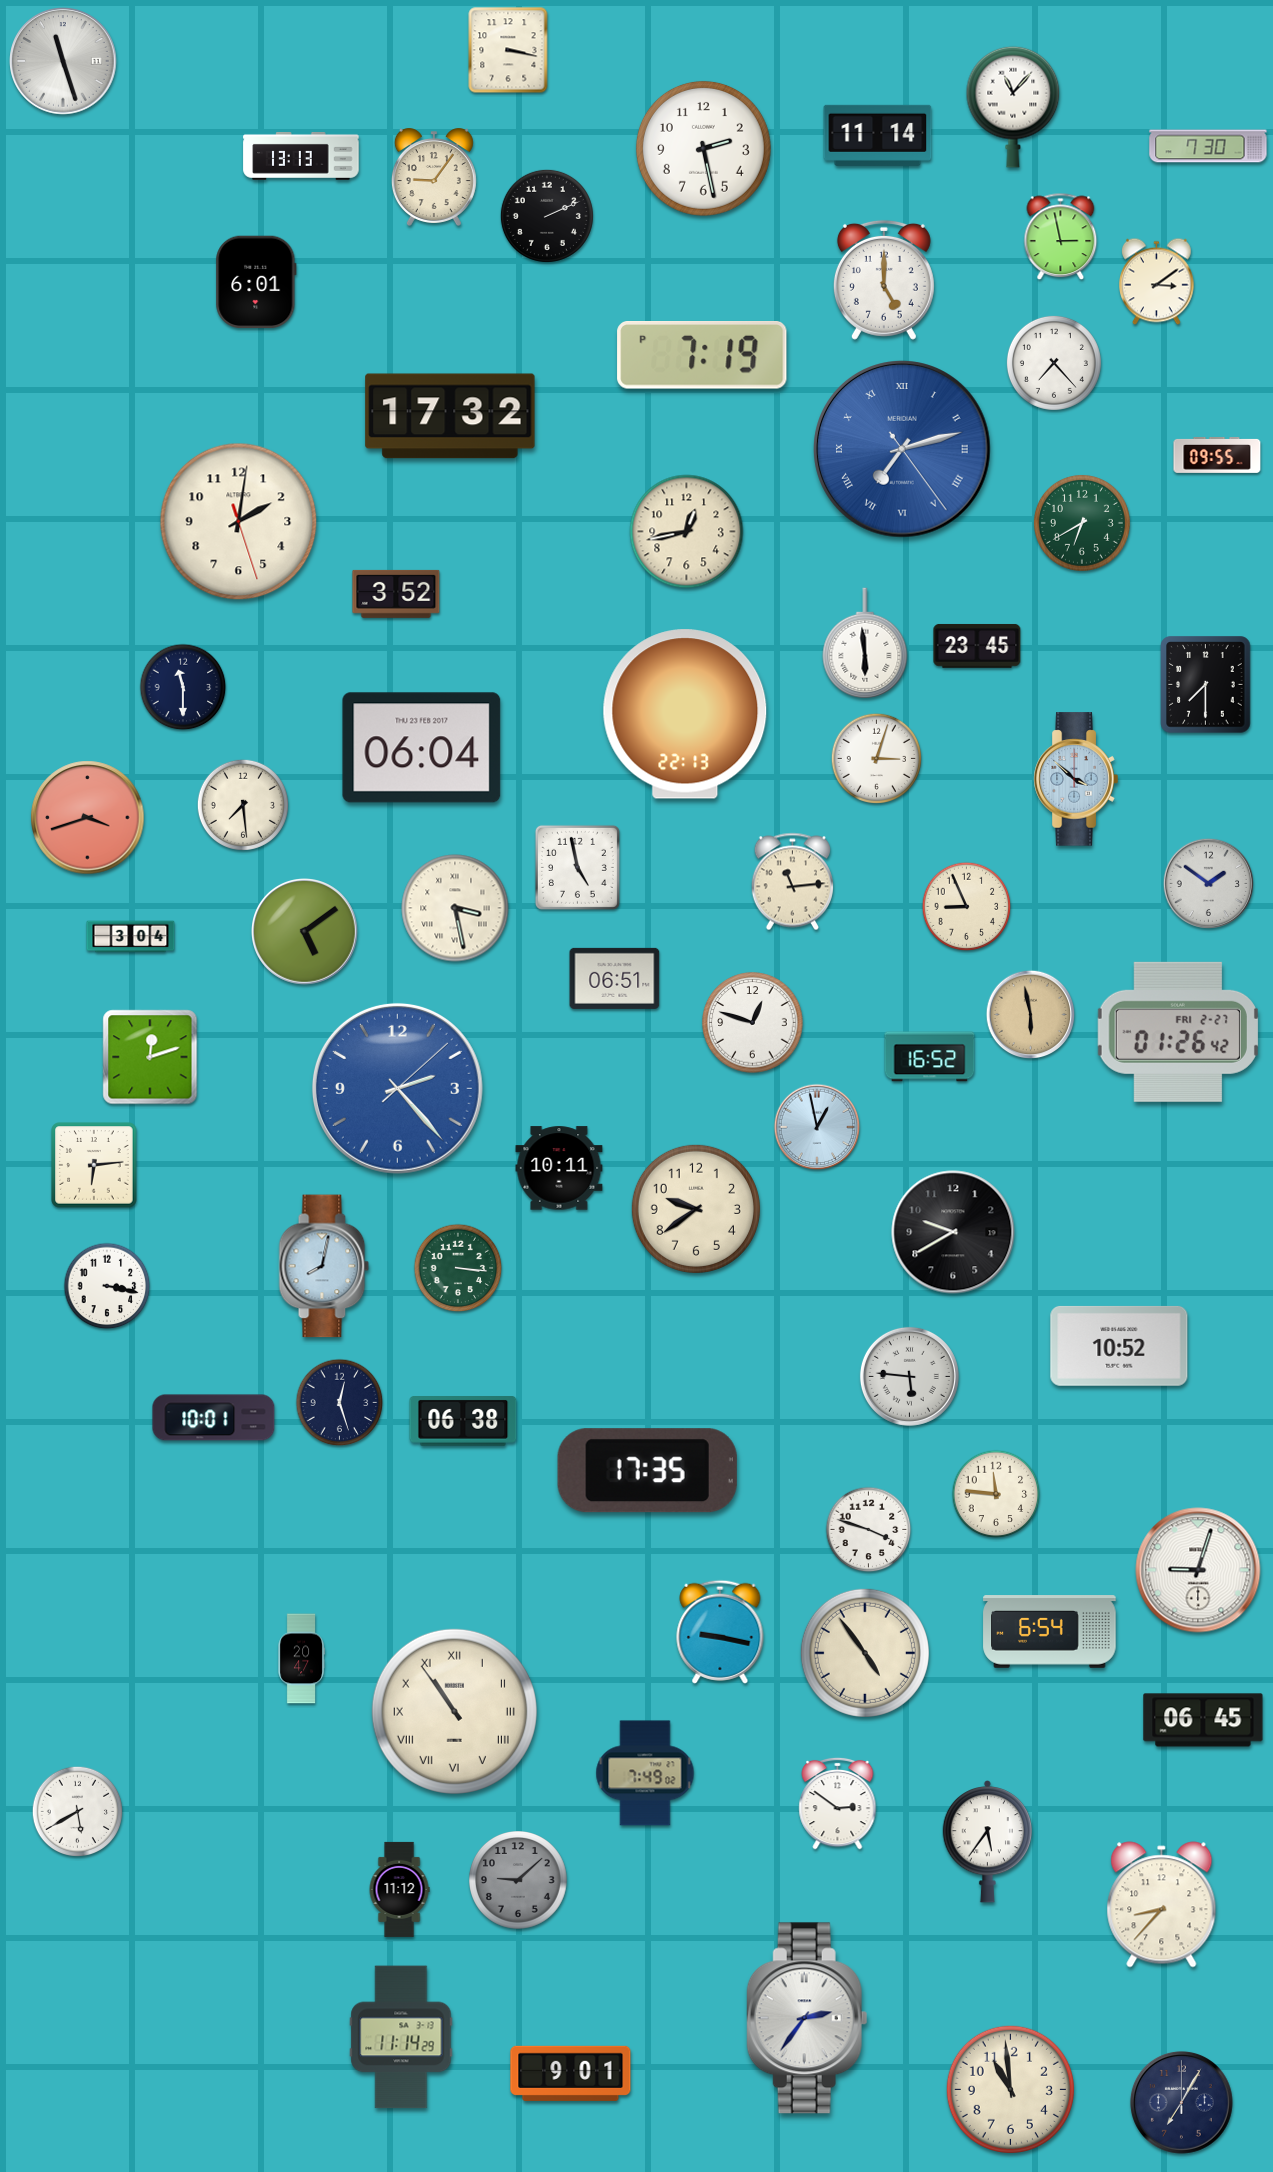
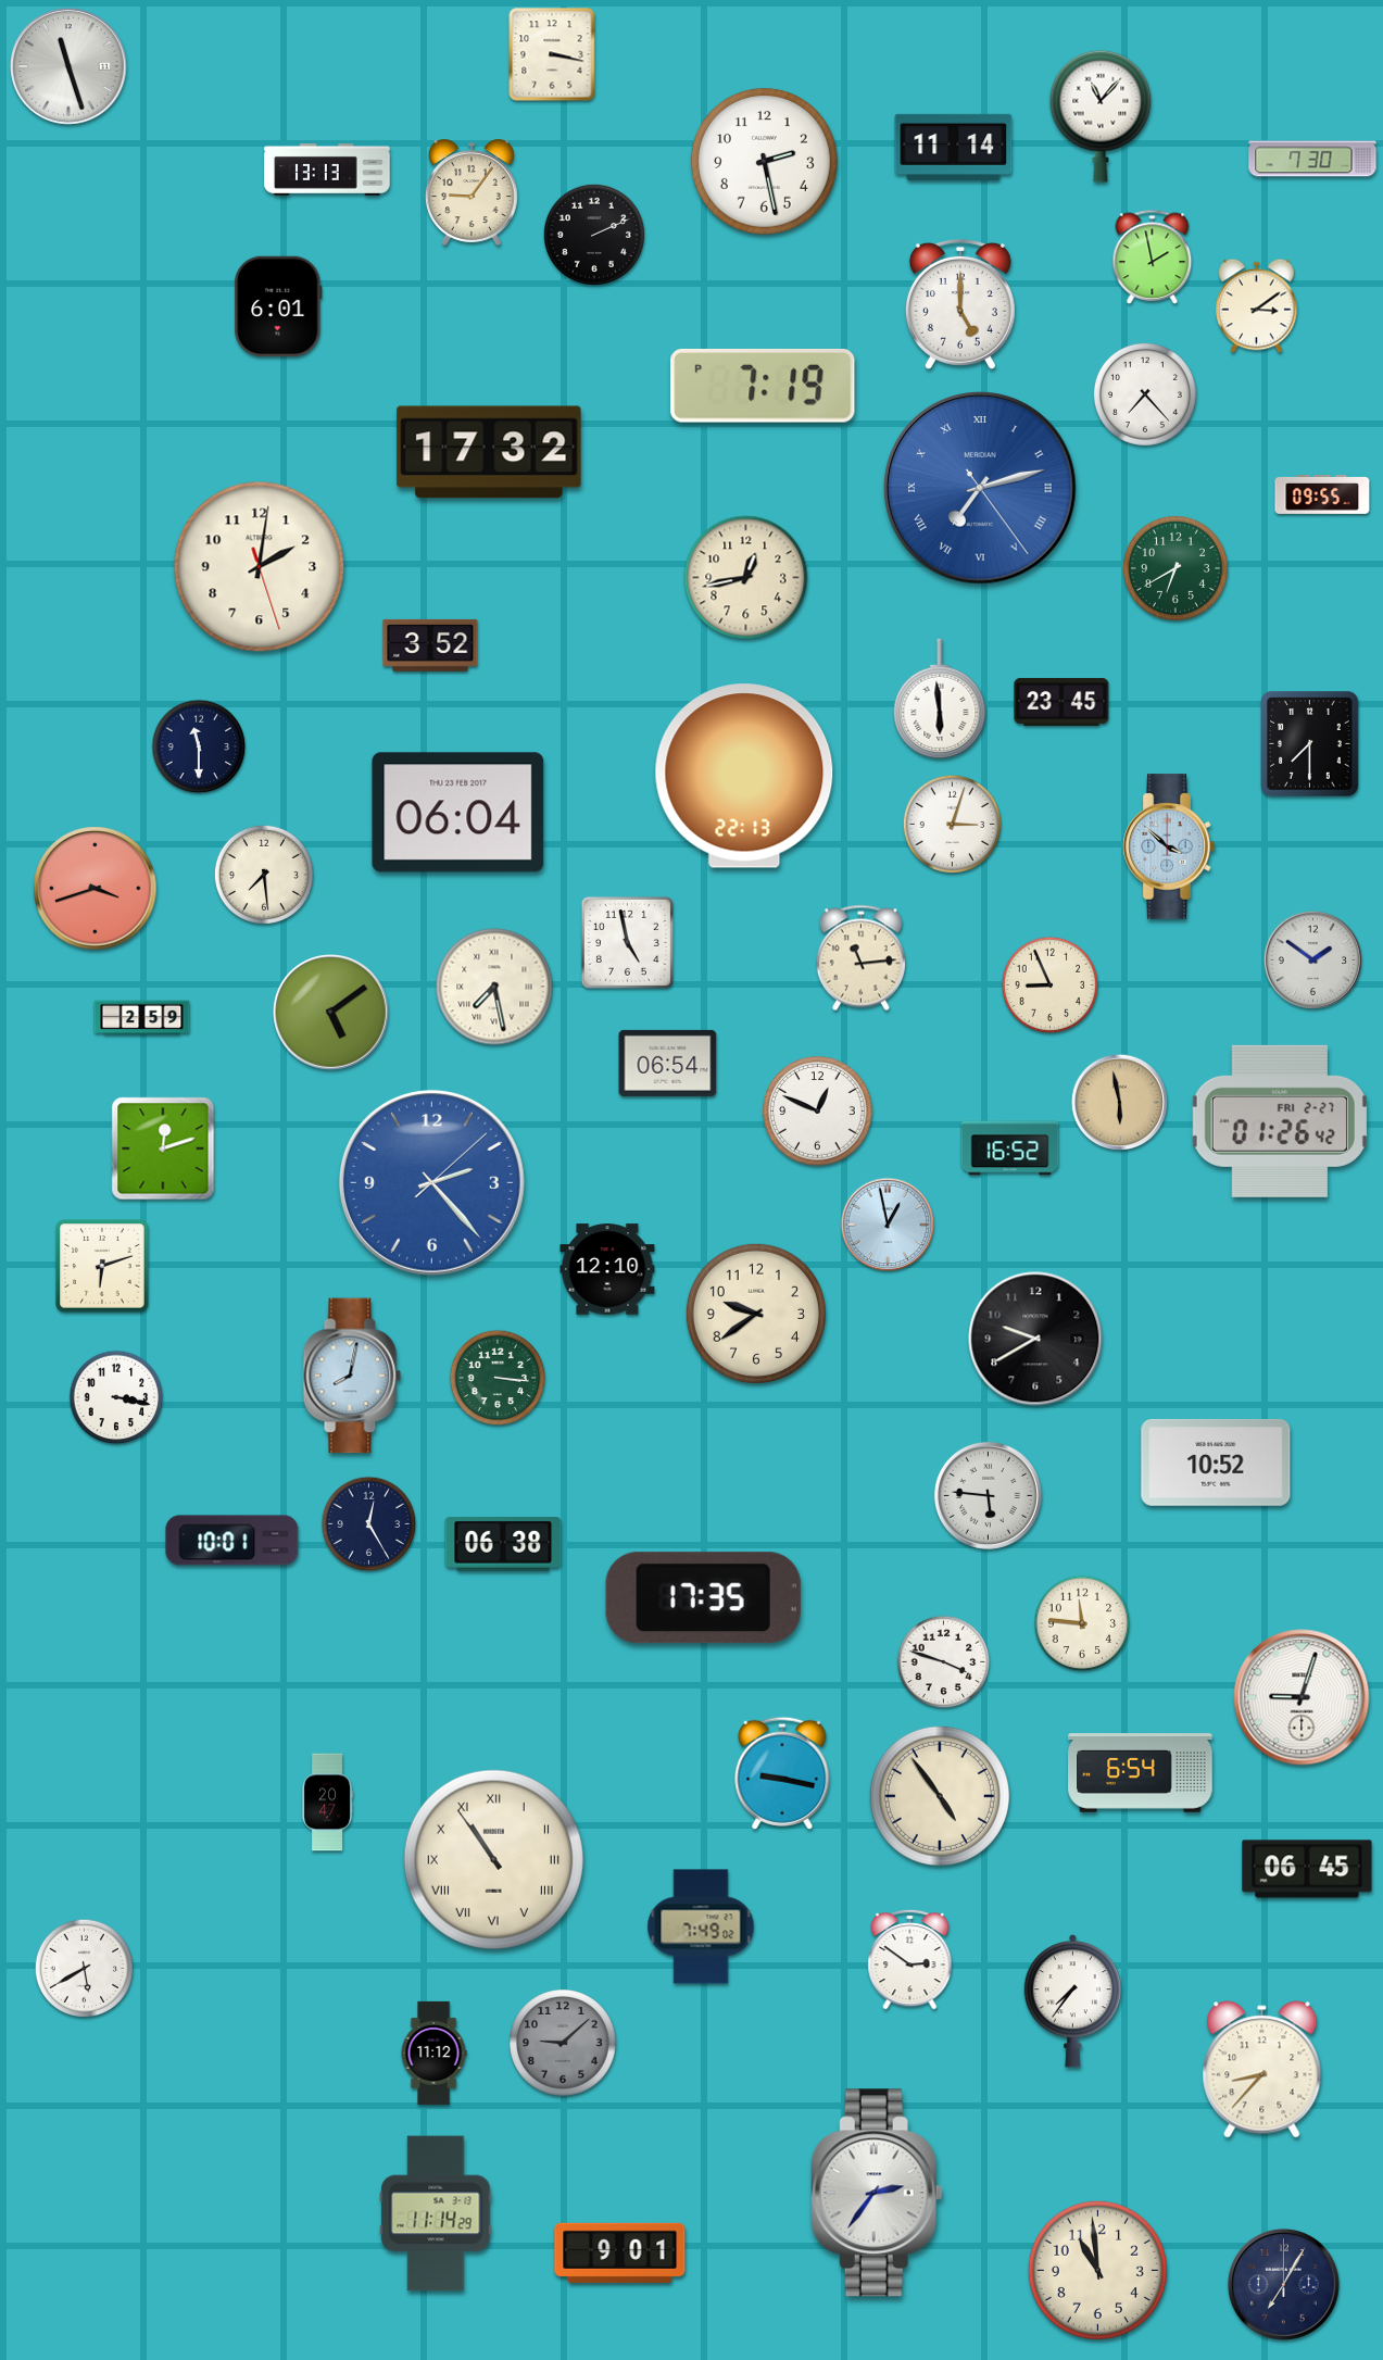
clock at (1061, 237): 2:58 -> 1:58
clock at (455, 908): 3:28 -> 7:28
clock at (131, 937): 3:04 -> 2:59
clock at (615, 978): 06:51 -> 06:54
clock at (753, 1023): 12:48 -> 12:49
clock at (94, 1165): 6:14 -> 6:12
clock at (559, 1168): 10:11 -> 12:10
clock at (340, 1403): 12:27 -> 12:25
clock at (1198, 1570) position: (1198, 1570) -> (1302, 1697)
clock at (987, 1842): 5:36 -> 7:36
